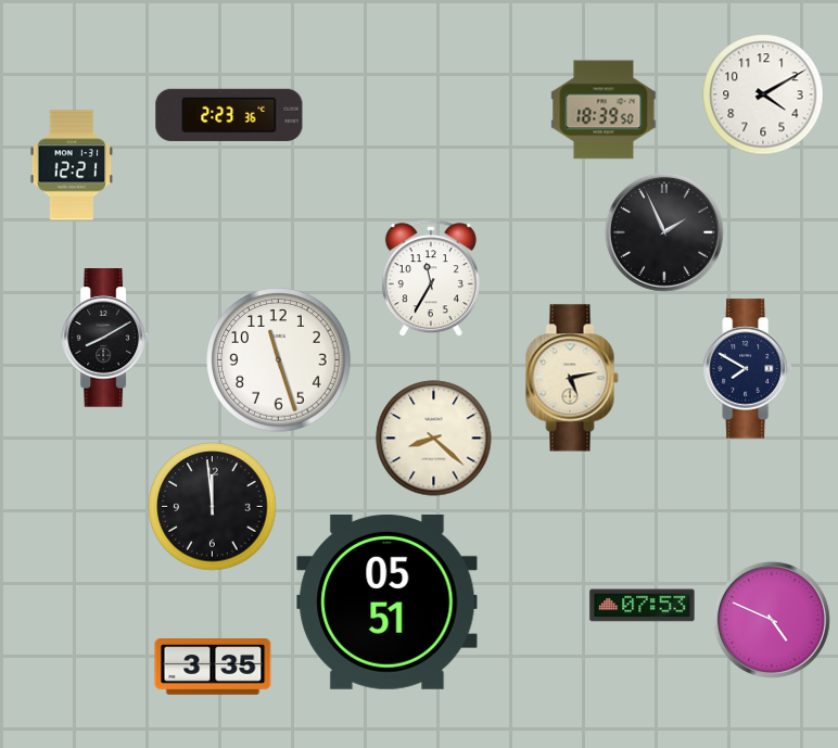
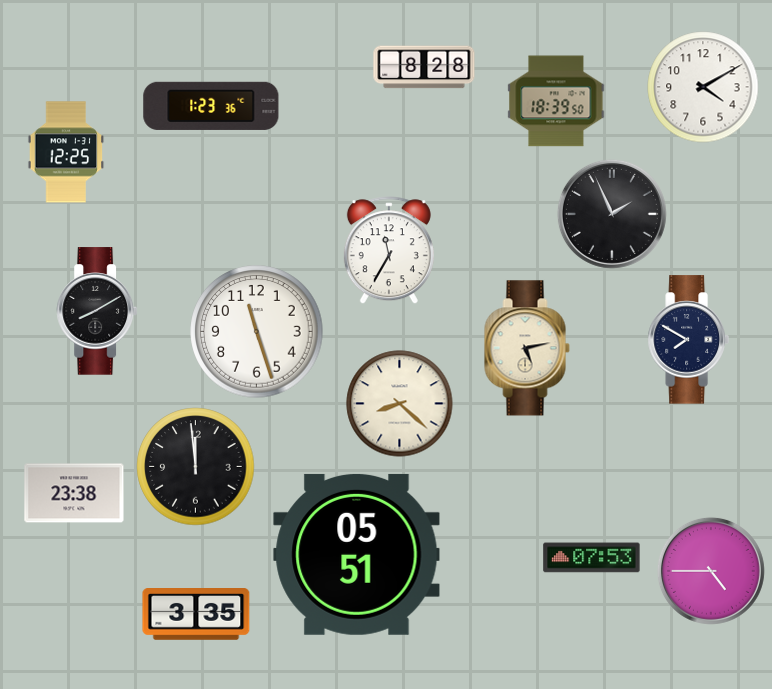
clock at (424, 67): none -> 8:28
clock at (229, 115): 2:23 -> 1:23
clock at (72, 165): 12:21 -> 12:25
clock at (431, 279) position: (431, 279) -> (389, 251)
clock at (74, 493): none -> 23:38
clock at (772, 620): 4:49 -> 4:45
